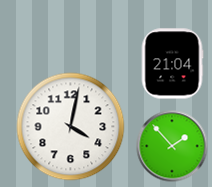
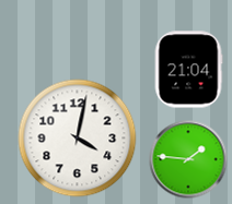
clock at (172, 146): 1:53 -> 1:46
